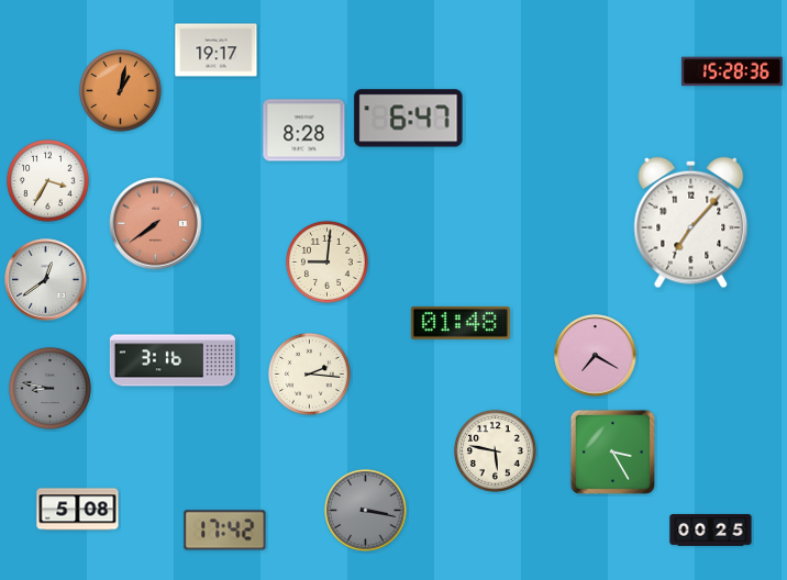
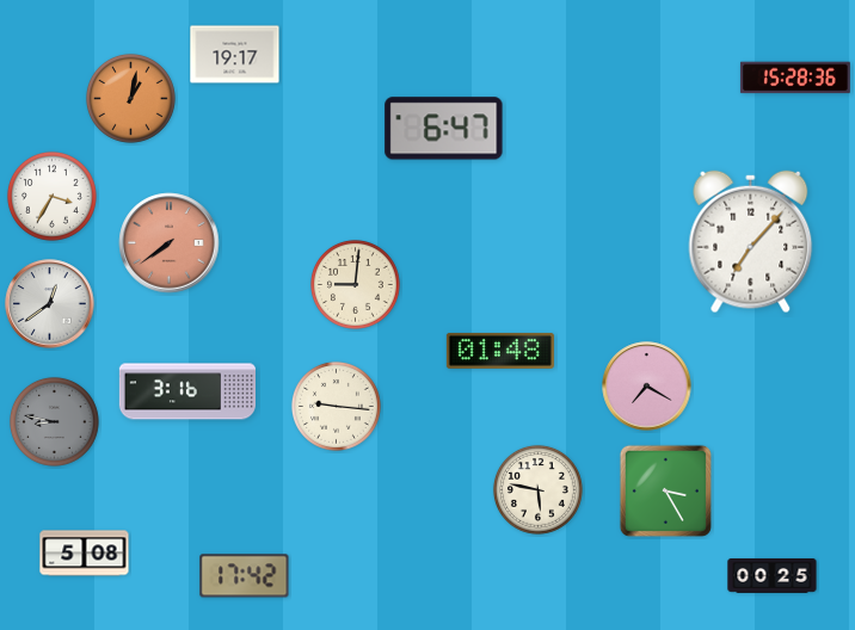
clock at (304, 131): 8:28 -> none
clock at (309, 373): 2:16 -> 9:16
clock at (365, 510): 3:17 -> none
